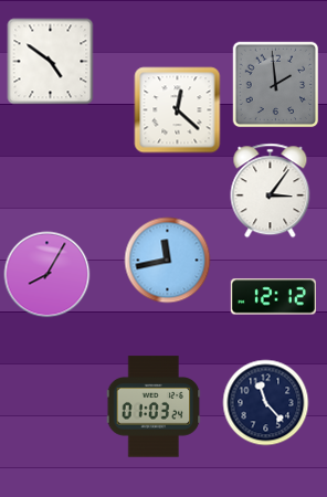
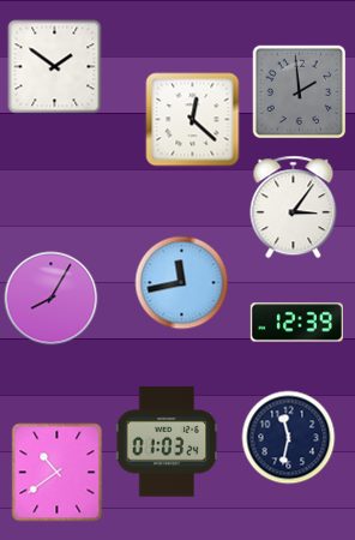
clock at (50, 61): 4:51 -> 1:51
clock at (273, 297): 12:12 -> 12:39
clock at (265, 402): 11:23 -> 11:32
clock at (58, 472): none -> 10:39
